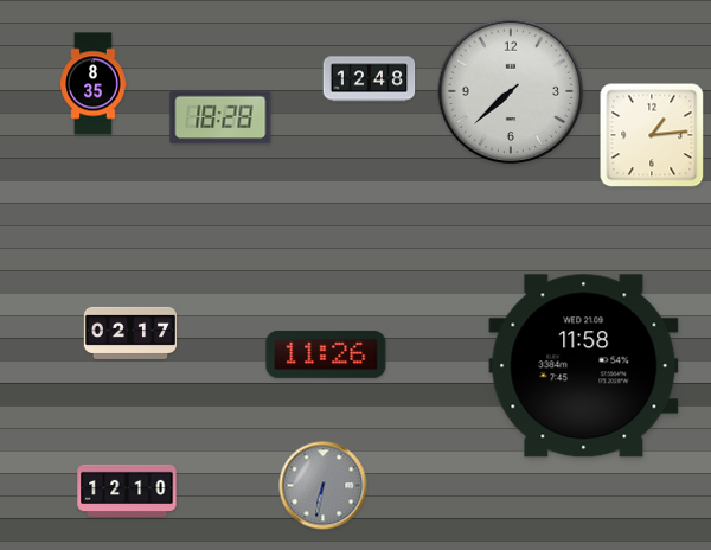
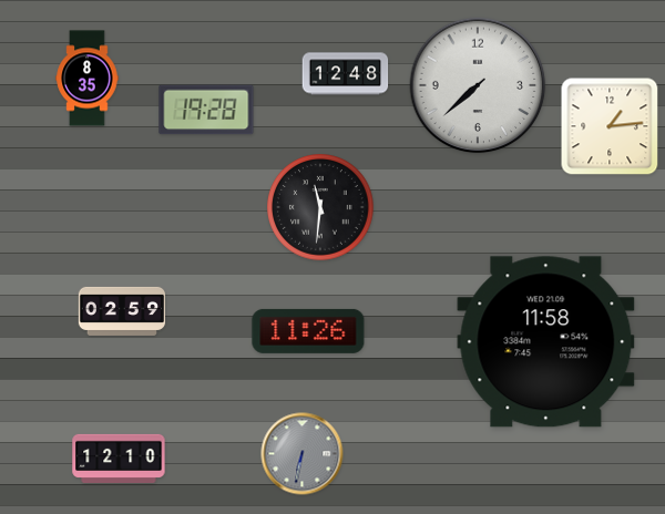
clock at (220, 117): 18:28 -> 19:28
clock at (320, 207): none -> 11:31
clock at (130, 333): 02:17 -> 02:59
clock at (326, 354) position: (326, 354) -> (308, 331)
